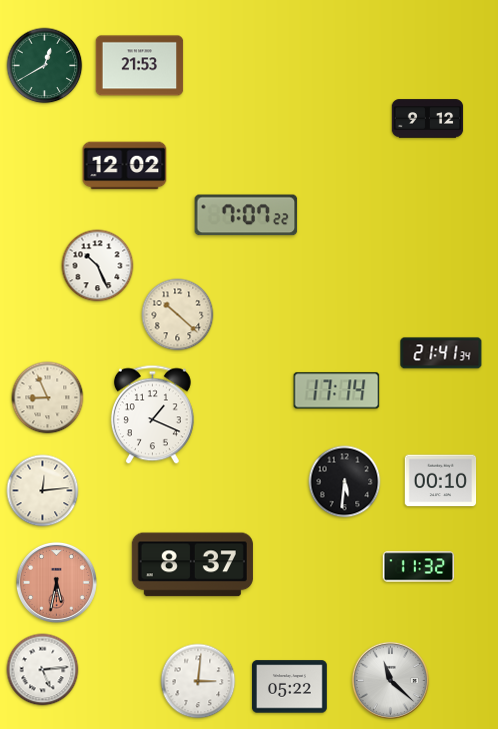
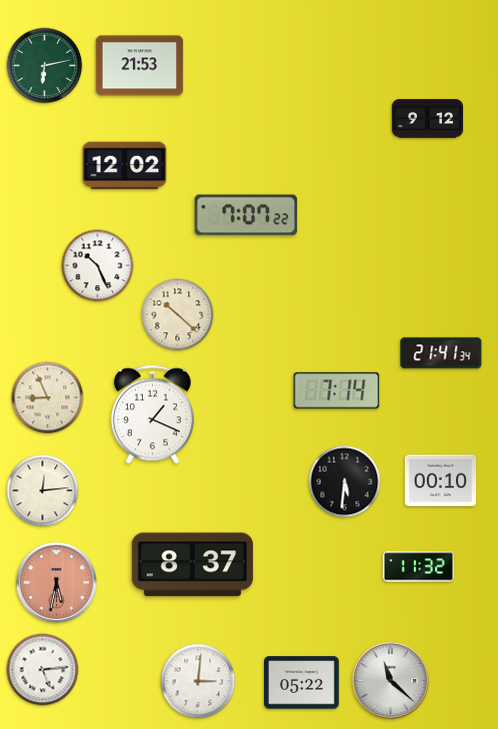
clock at (45, 66): 12:40 -> 6:13
clock at (337, 391): 17:14 -> 7:14
clock at (290, 687) position: (290, 687) -> (302, 683)
